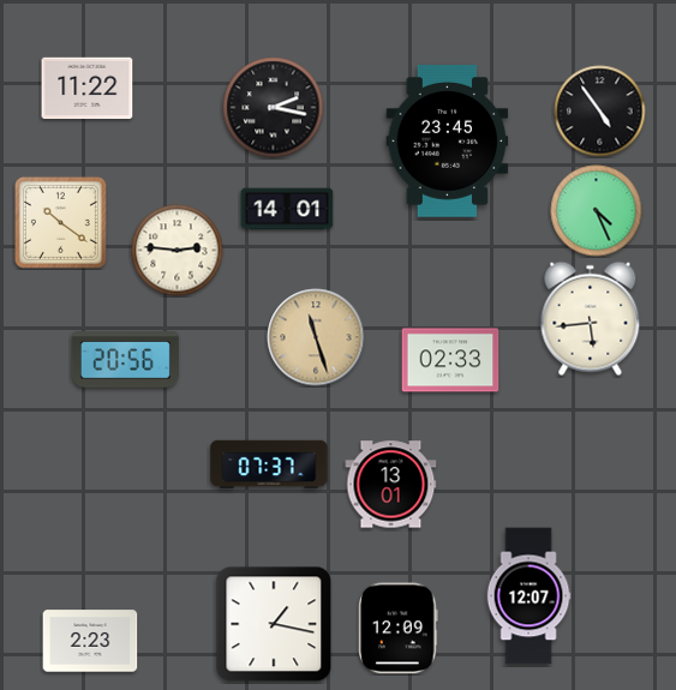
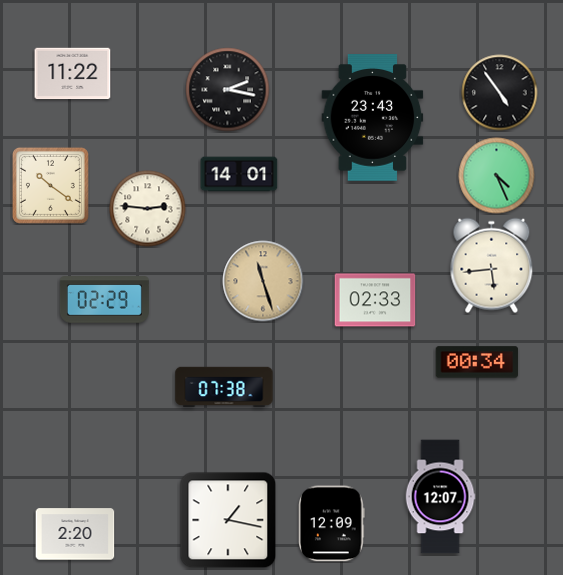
clock at (448, 142): 23:45 -> 23:43
clock at (125, 360): 20:56 -> 02:29
clock at (477, 362): none -> 00:34
clock at (269, 464): 07:37 -> 07:38
clock at (391, 485): 13:01 -> none
clock at (90, 641): 2:23 -> 2:20
